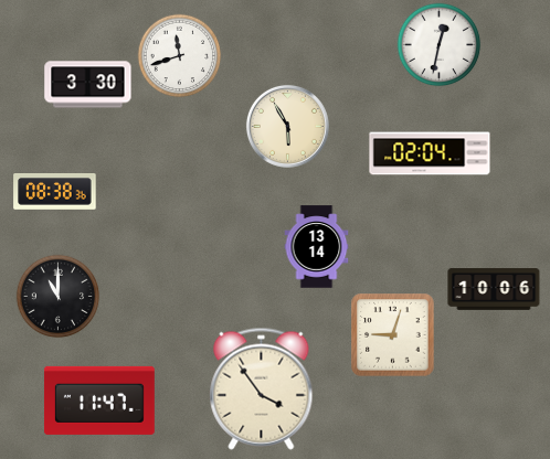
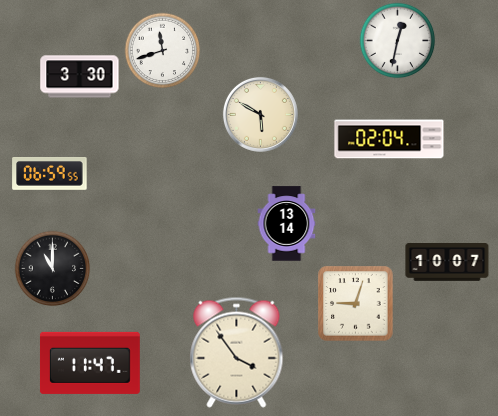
clock at (287, 126): 5:55 -> 5:50
clock at (55, 192): 08:38 -> 06:59
clock at (494, 289): 10:06 -> 10:07
